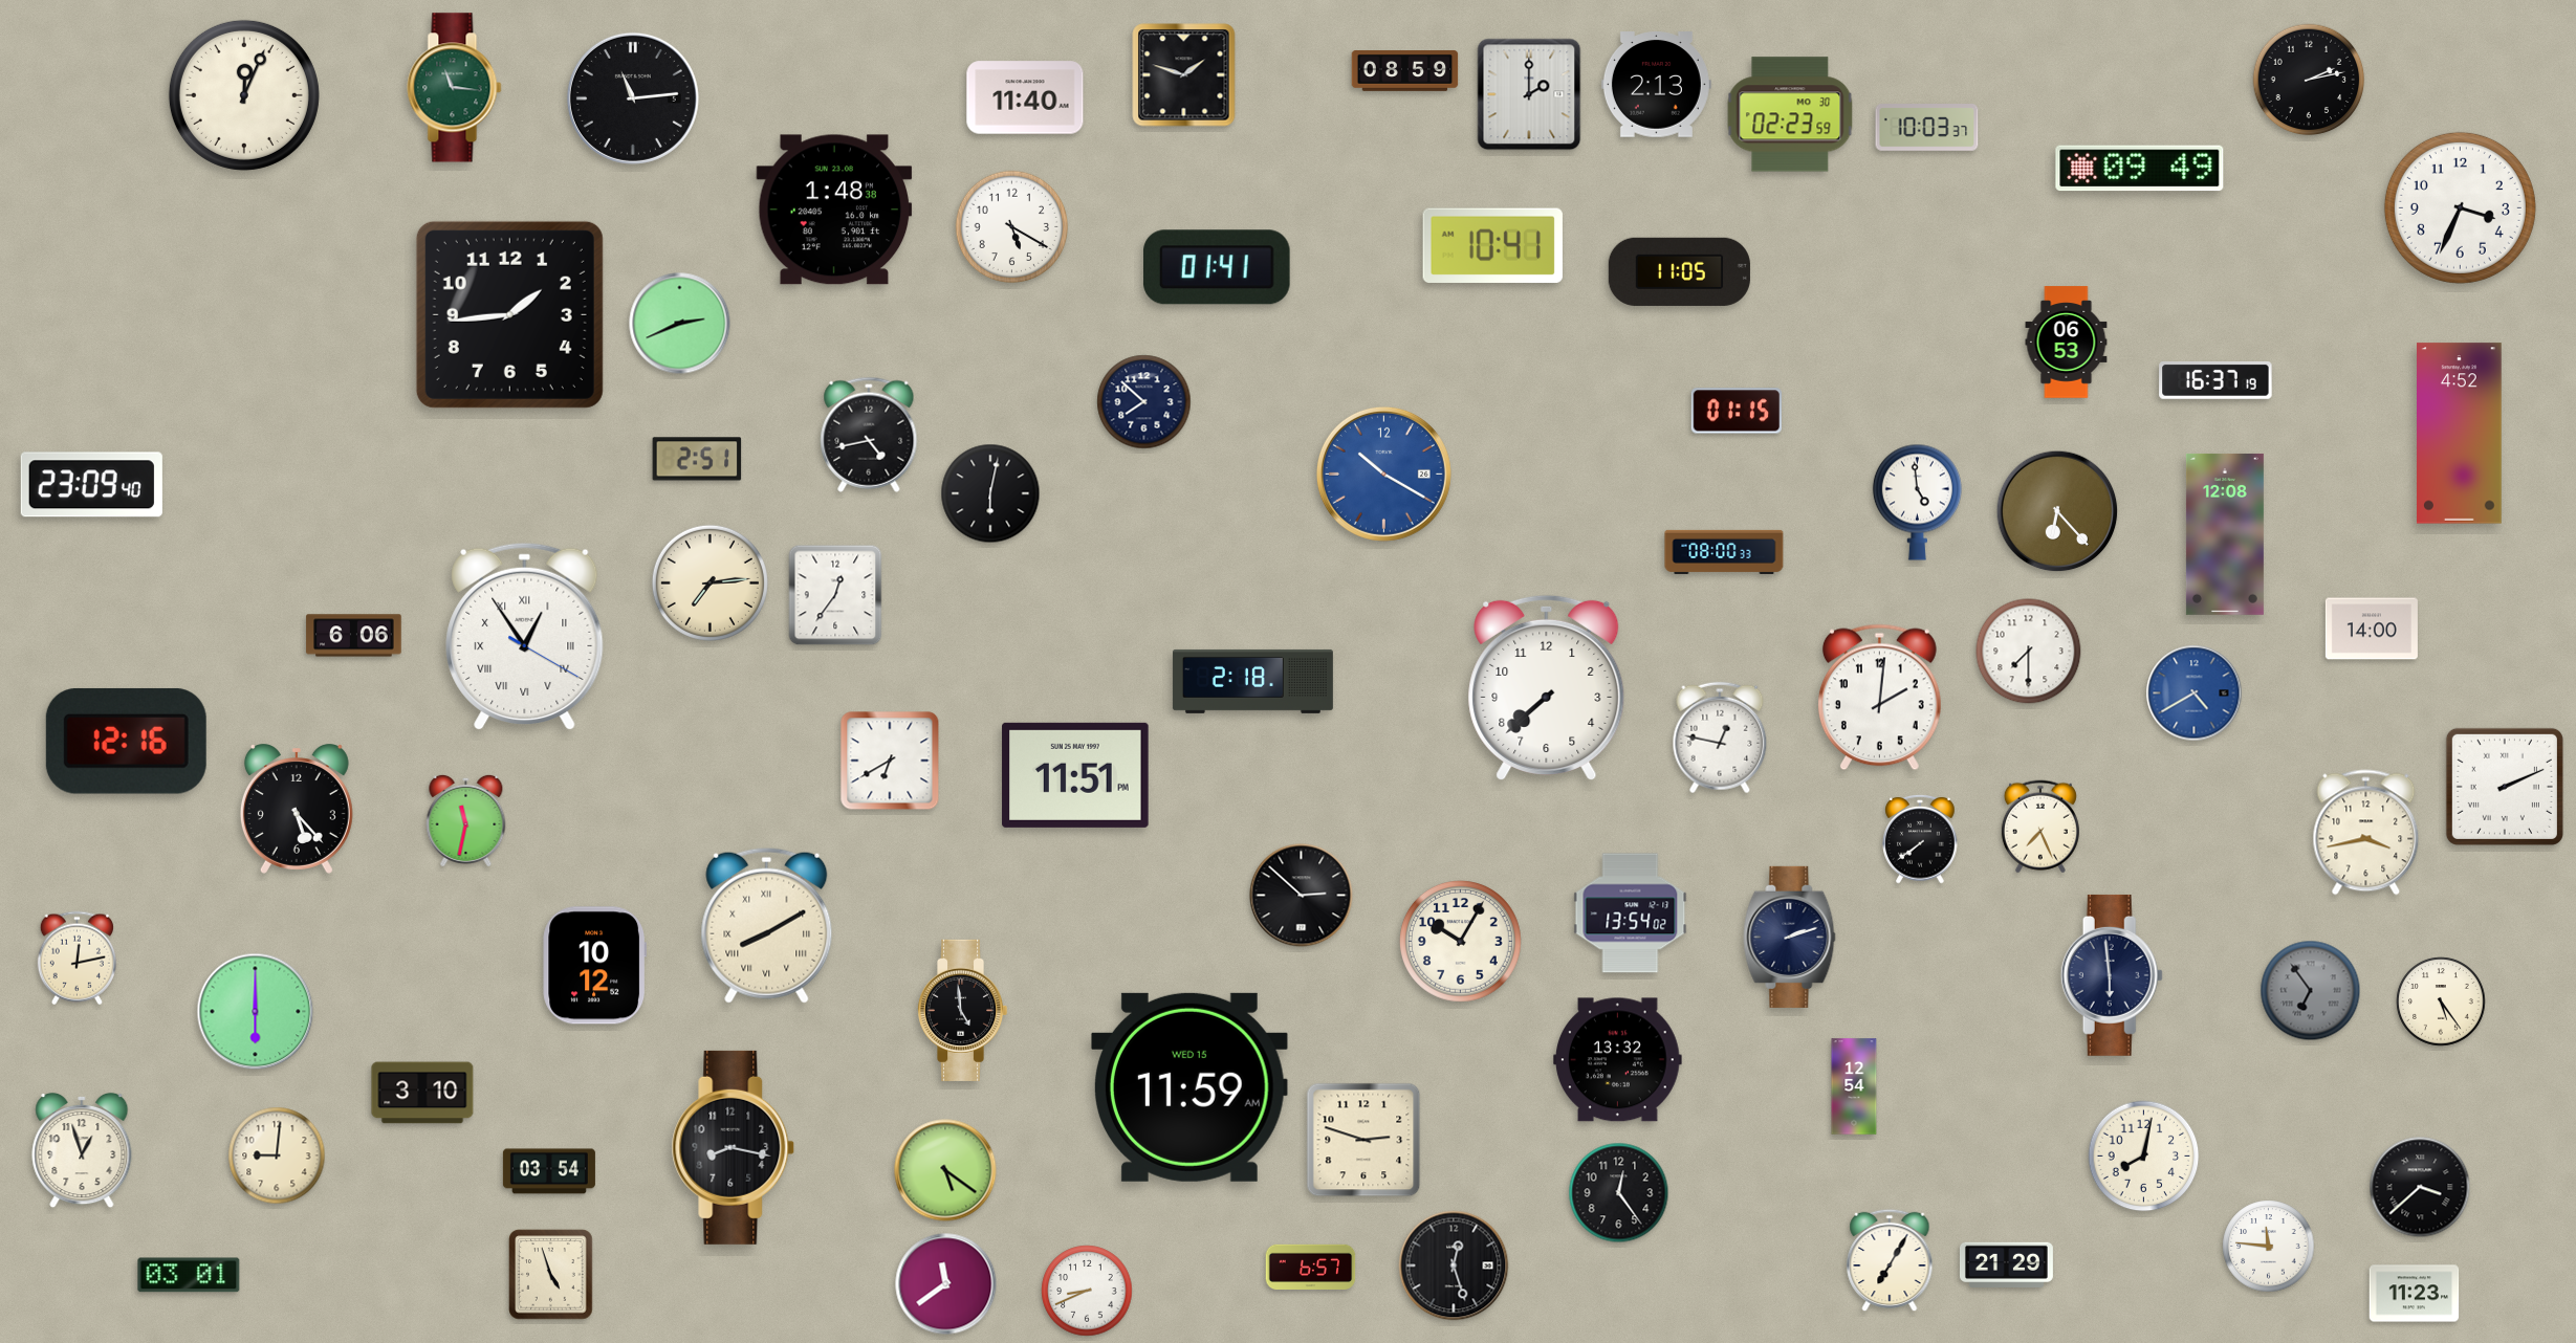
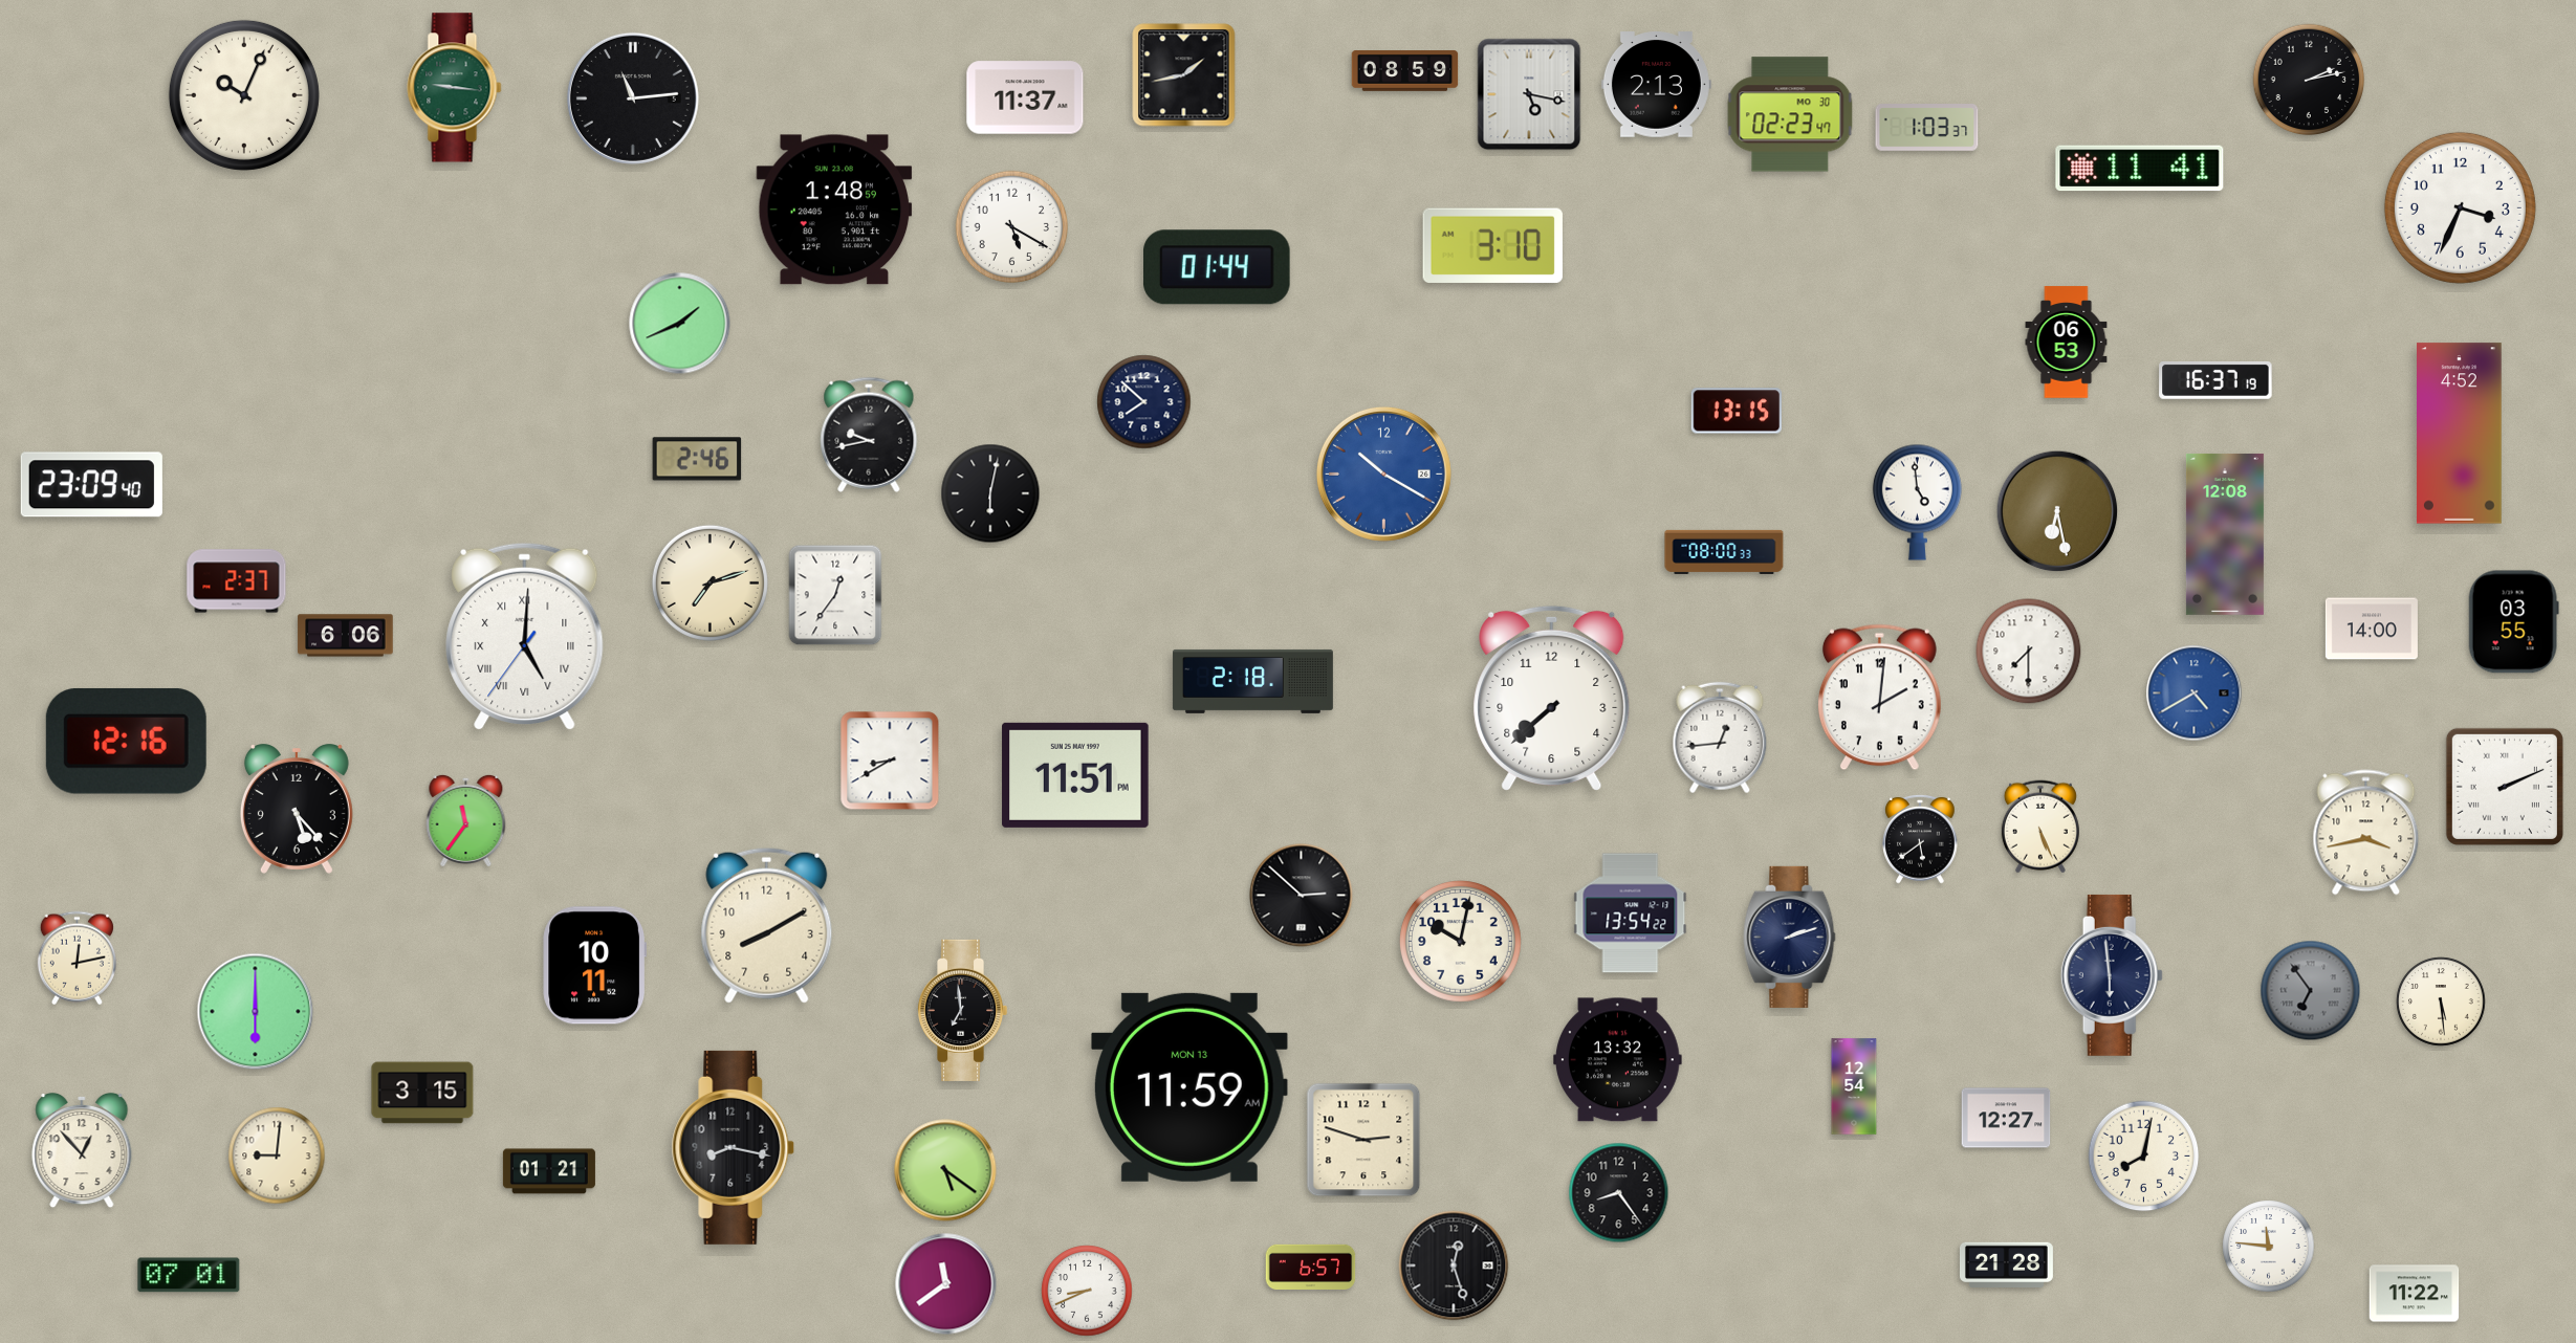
clock at (1184, 75): 1:48 -> 1:43
clock at (455, 88): 11:16 -> 9:16
clock at (1529, 94): 2:00 -> 5:17
clock at (244, 95): 12:04 -> 10:04
clock at (1025, 97): 11:40 -> 11:37
clock at (1790, 114): 02:23:59 -> 02:23:47
clock at (1927, 128): 10:03 -> 1:03
clock at (2140, 169): 09:49 -> 11:41
clock at (834, 210): 1:48:38 -> 1:48:59
clock at (1492, 245): 10:41 -> 3:10
clock at (1218, 267): 01:41 -> 01:44
clock at (1679, 271): 11:05 -> none
clock at (509, 314): 1:44 -> none
clock at (680, 324): 2:41 -> 1:41
clock at (1735, 411): 01:15 -> 13:15
clock at (869, 435): 4:43 -> 9:43
clock at (697, 459): 2:51 -> 2:46
clock at (2057, 511): 6:23 -> 6:28
clock at (237, 581): none -> 2:37
clock at (710, 582): 7:14 -> 7:12
clock at (2513, 622): none -> 03:55
clock at (354, 636) position: (354, 636) -> (346, 636)
clock at (525, 637): 12:54 -> 5:00
clock at (1547, 687) position: (1547, 687) -> (1552, 698)
clock at (1720, 737): 12:47 -> 12:44
clock at (890, 761): 6:40 -> 8:40
clock at (466, 820): 11:32 -> 11:36
clock at (2040, 827): 7:26 -> 5:26
clock at (1920, 839): 7:39 -> 5:39
clock at (1631, 913): 13:54:02 -> 13:54:22
clock at (767, 925) numerals: Roman -> Arabic
clock at (1461, 942): 10:05 -> 10:02
clock at (594, 966): 10:12 -> 10:11
clock at (2441, 1001): 5:24 -> 5:29
clock at (962, 1010): 4:59 -> 6:59
clock at (1189, 1087) date: WED 15 -> MON 13
clock at (422, 1093): 3:10 -> 3:15
clock at (2006, 1118): none -> 12:27
clock at (82, 1150): 12:57 -> 12:53
clock at (549, 1171): 03:54 -> 01:21
clock at (2420, 1187): 3:38 -> none
clock at (1619, 1193): 12:24 -> 8:24
clock at (1890, 1260): 7:05 -> none
clock at (2006, 1265): 21:29 -> 21:28
clock at (189, 1275): 03:01 -> 07:01
clock at (551, 1275): 4:57 -> none
clock at (2415, 1294): 11:23 -> 11:22
